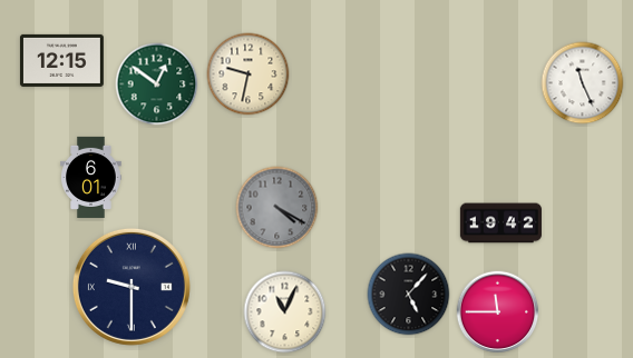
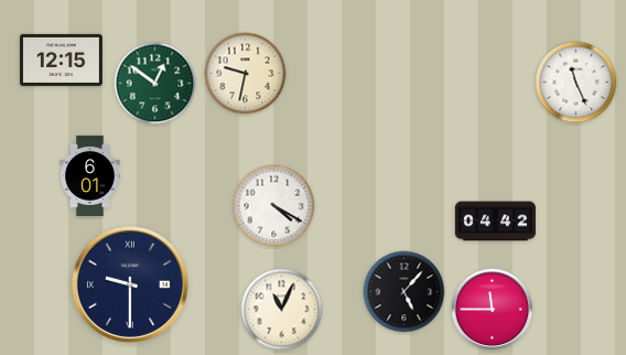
clock at (277, 208) dial: grey -> white
clock at (500, 223): 19:42 -> 04:42
